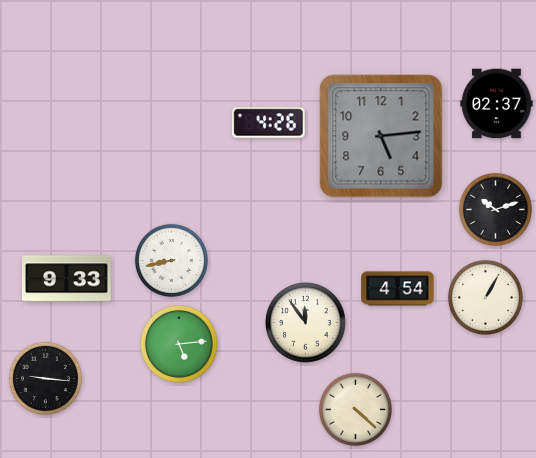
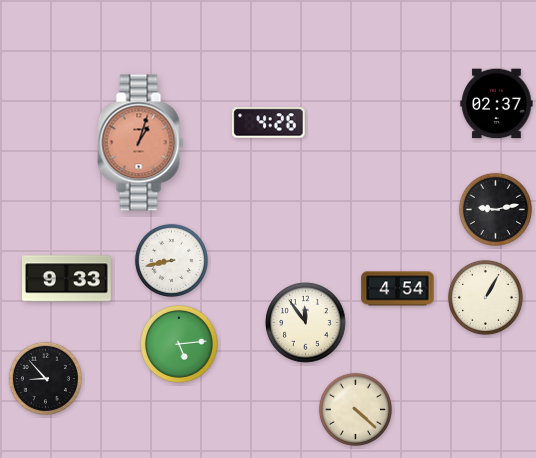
clock at (381, 136): 5:14 -> none
clock at (141, 143): none -> 1:03
clock at (495, 209): 10:12 -> 9:13
clock at (45, 378): 9:16 -> 8:53
